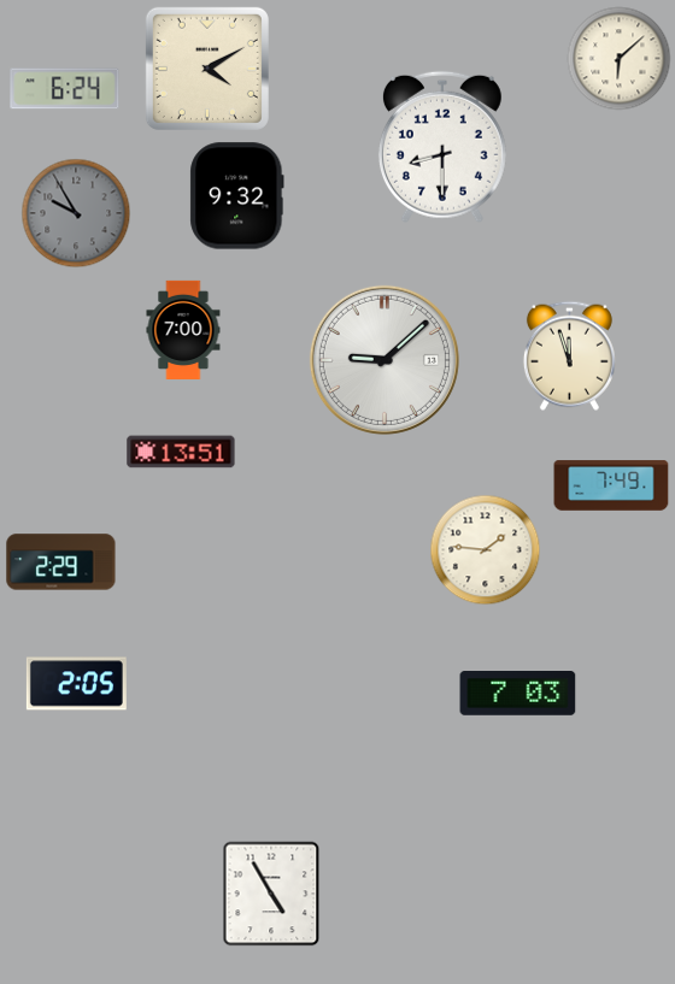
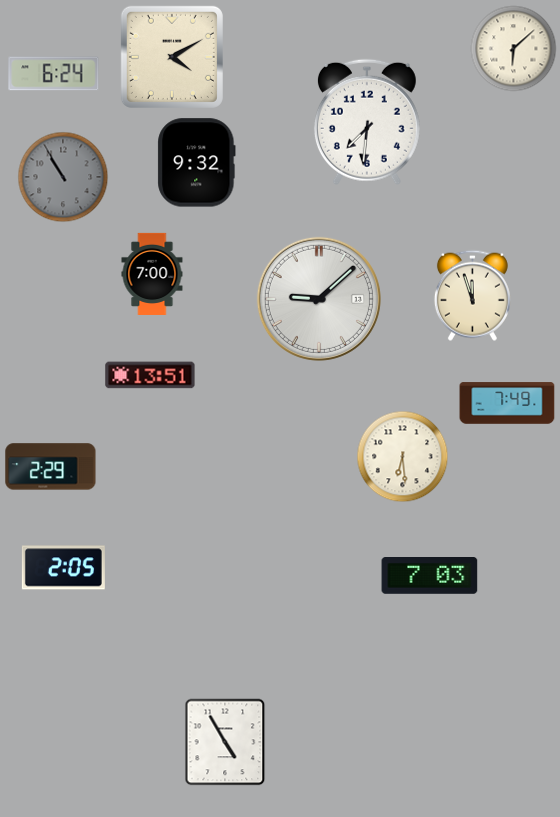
clock at (442, 147): 8:30 -> 7:31
clock at (76, 213): 9:55 -> 10:55
clock at (486, 550): 1:46 -> 6:29
